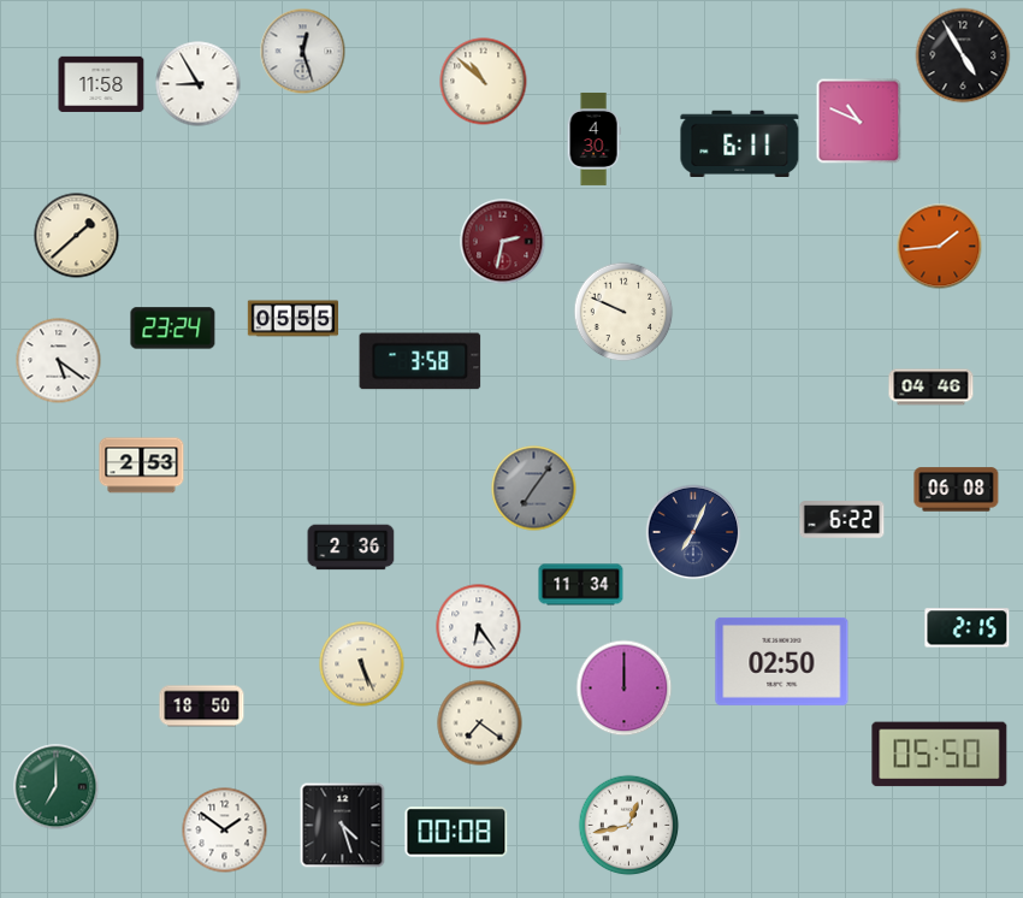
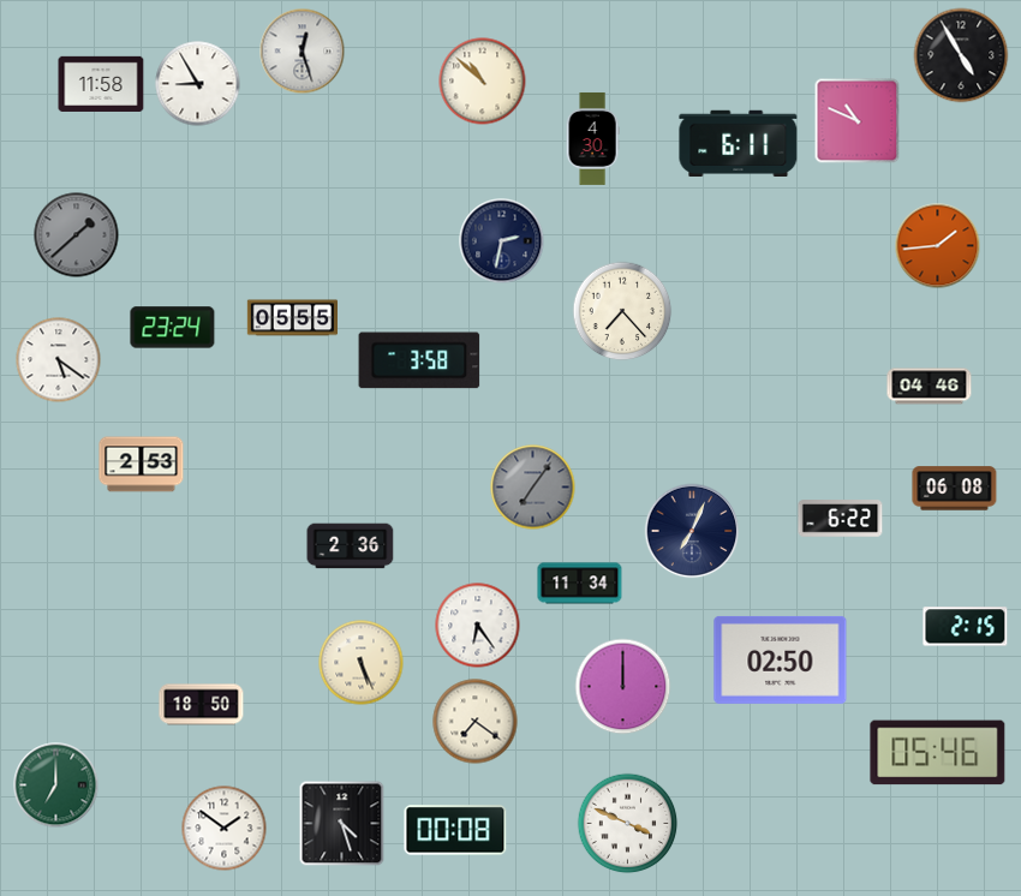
clock at (77, 236) dial: cream -> grey
clock at (503, 242) dial: burgundy -> navy
clock at (623, 312): 9:49 -> 7:23
clock at (480, 723) position: (480, 723) -> (476, 722)
clock at (940, 755): 05:50 -> 05:46
clock at (629, 826): 12:43 -> 3:49
